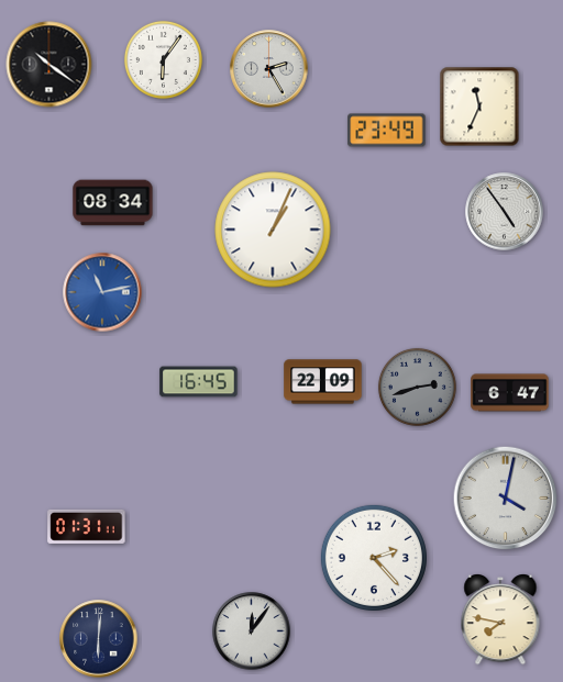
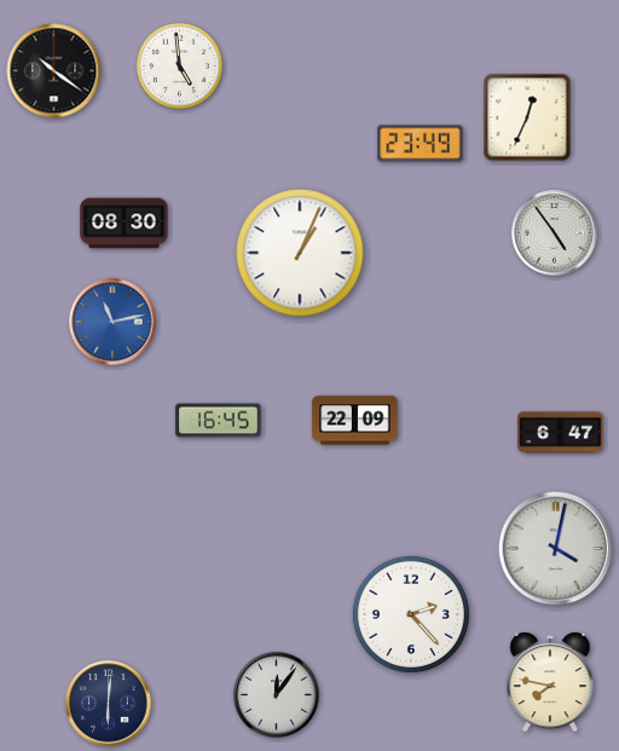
clock at (163, 59): 6:06 -> 4:59
clock at (269, 69): 2:25 -> none
clock at (479, 107): 11:34 -> 12:34
clock at (387, 131) position: (387, 131) -> (421, 144)
clock at (113, 203): 08:34 -> 08:30
clock at (417, 387): 2:42 -> none
clock at (87, 526): 01:31 -> none
